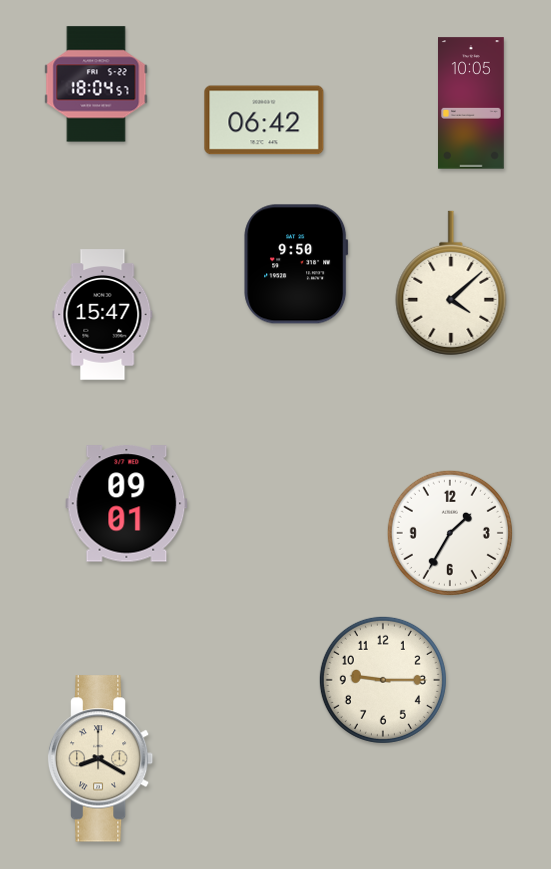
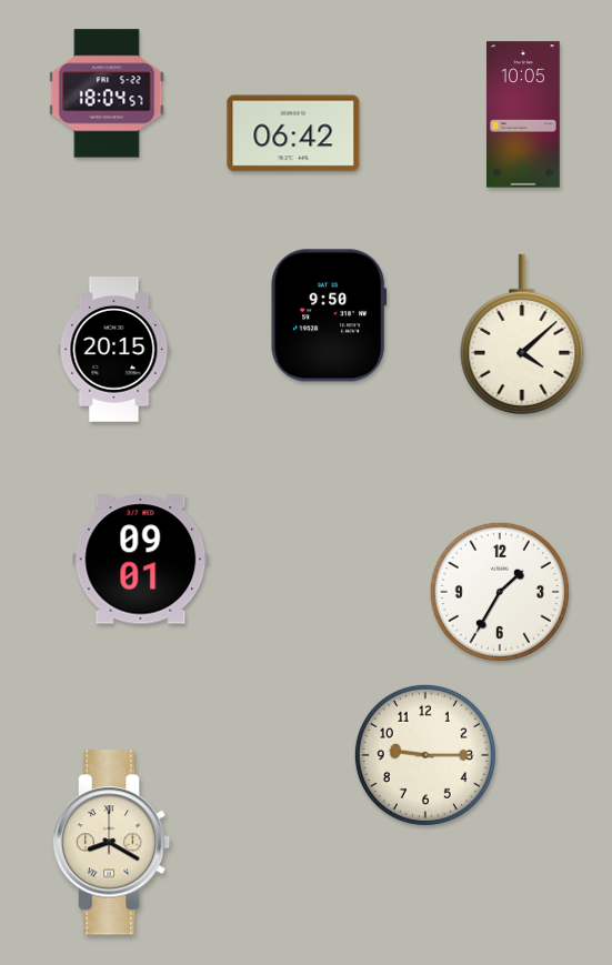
clock at (296, 264) position: (296, 264) -> (329, 315)
clock at (451, 283) position: (451, 283) -> (522, 334)
clock at (103, 315): 15:47 -> 20:15
